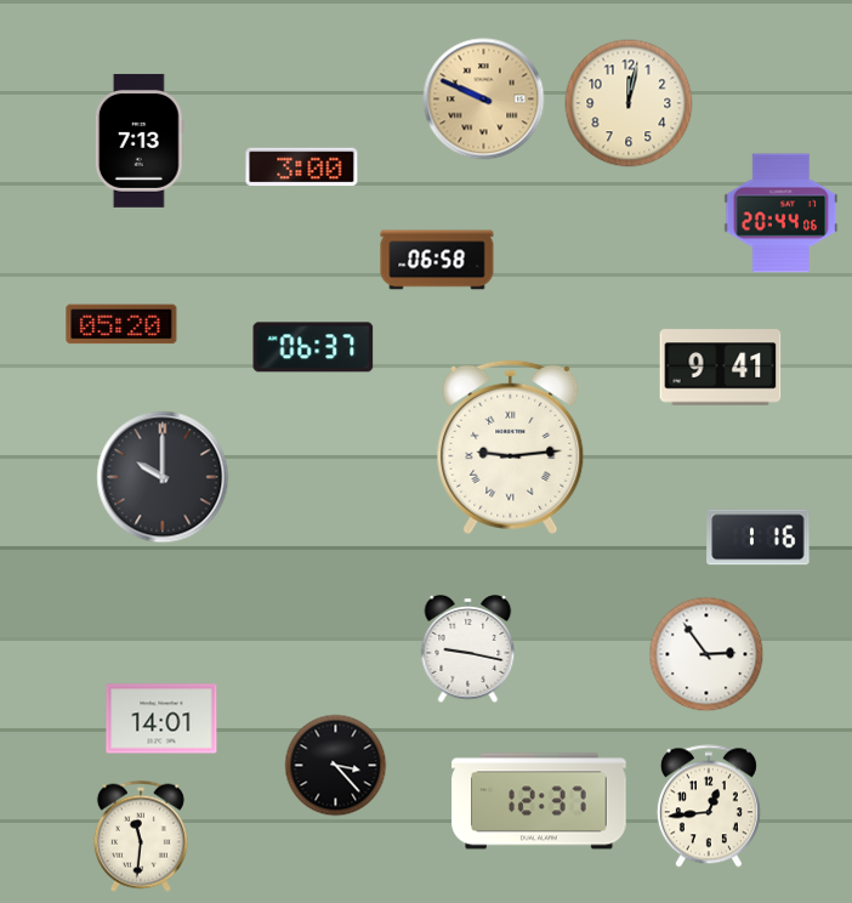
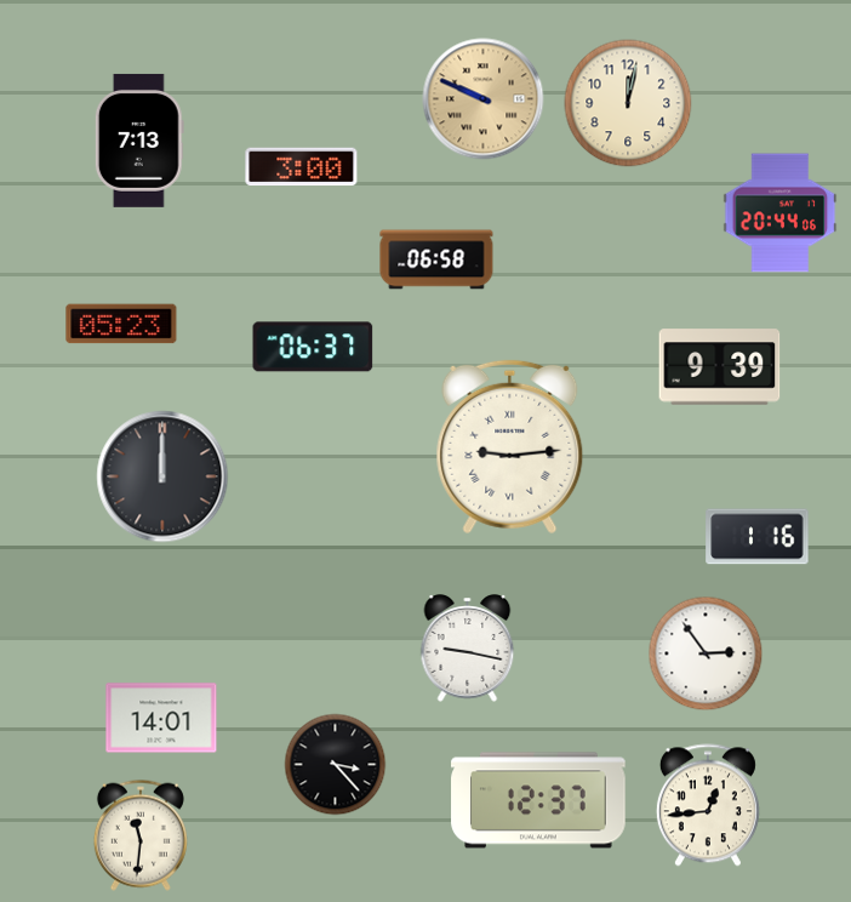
clock at (121, 324): 05:20 -> 05:23
clock at (721, 368): 9:41 -> 9:39
clock at (163, 477): 10:00 -> 12:00
